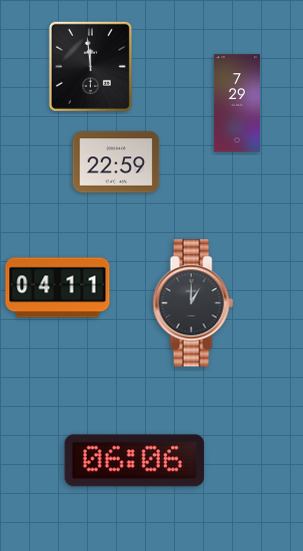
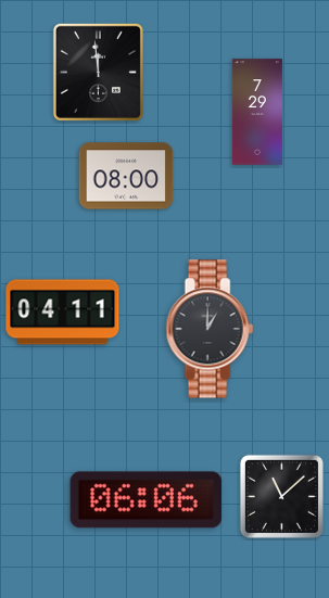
clock at (116, 162): 22:59 -> 08:00
clock at (281, 496): none -> 11:08
